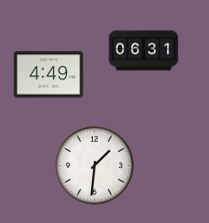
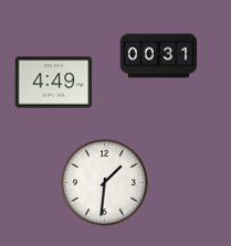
clock at (144, 51): 06:31 -> 00:31
